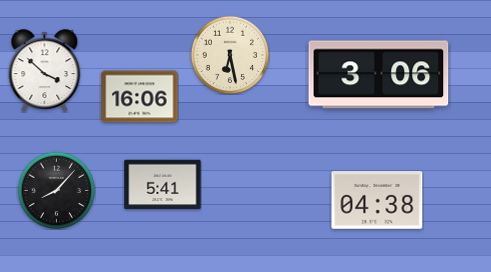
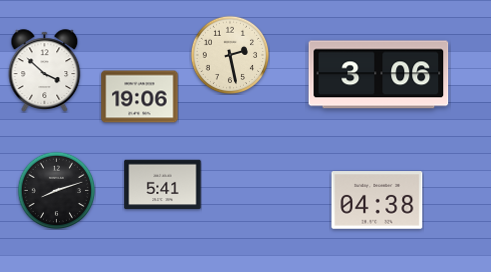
clock at (230, 55): 6:28 -> 2:28
clock at (140, 97): 16:06 -> 19:06
clock at (56, 190): 8:07 -> 8:12
